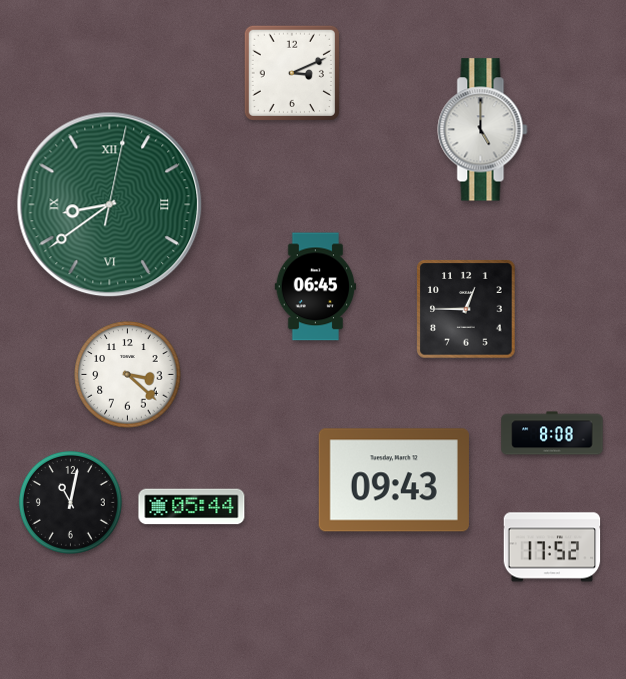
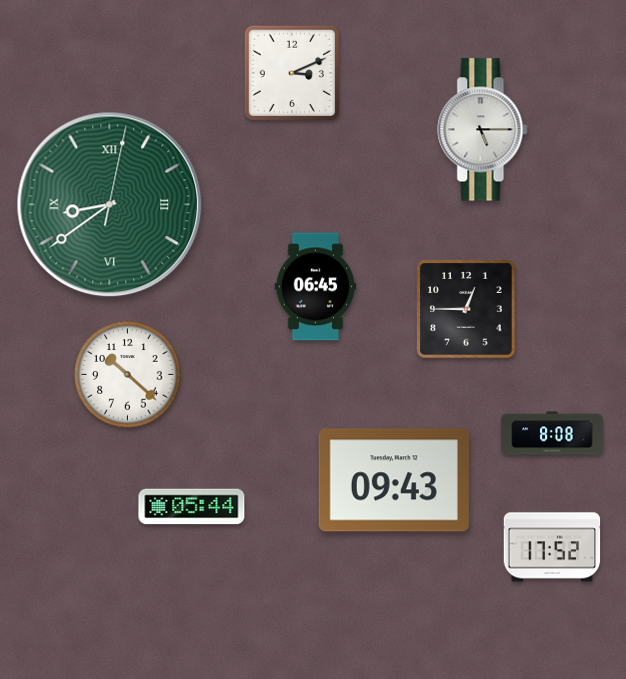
clock at (483, 130): 5:00 -> 5:15
clock at (128, 375): 3:22 -> 10:22
clock at (70, 502): 11:02 -> none
